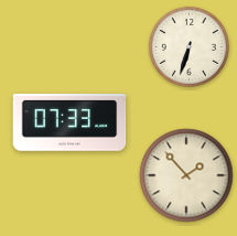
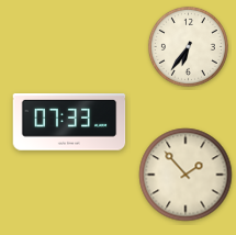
clock at (188, 46): 6:33 -> 6:36
